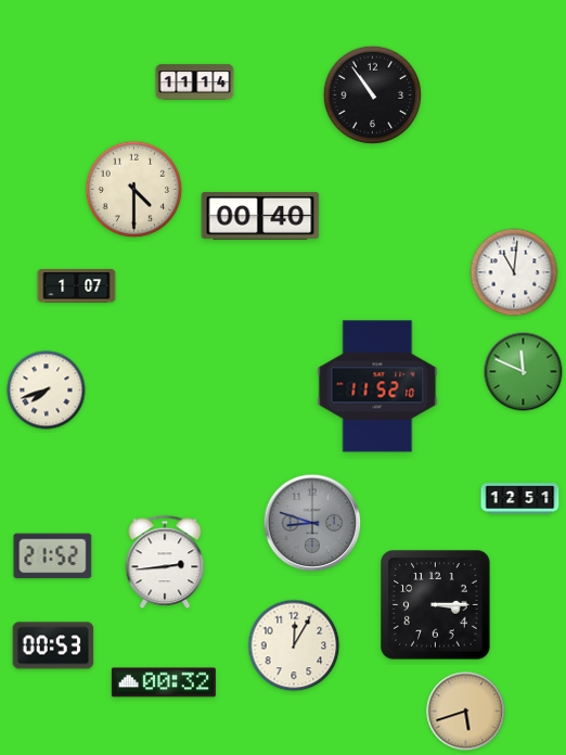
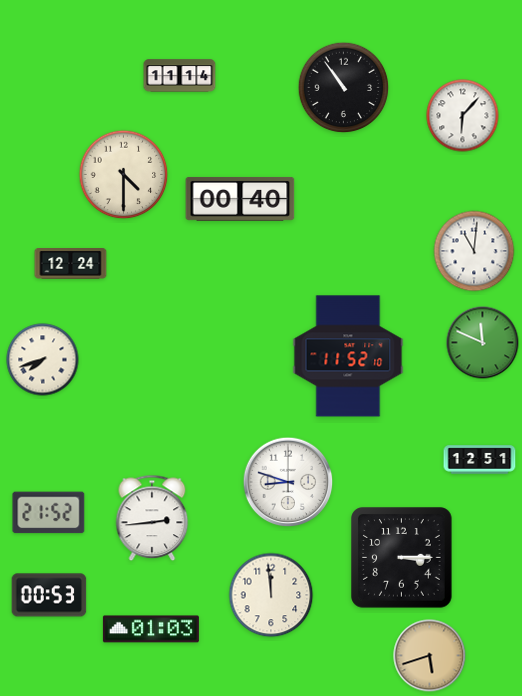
clock at (463, 116): none -> 6:07
clock at (77, 286): 1:07 -> 12:24
clock at (312, 523) dial: grey -> white
clock at (294, 645): 12:05 -> 11:59
clock at (164, 682): 00:32 -> 01:03
